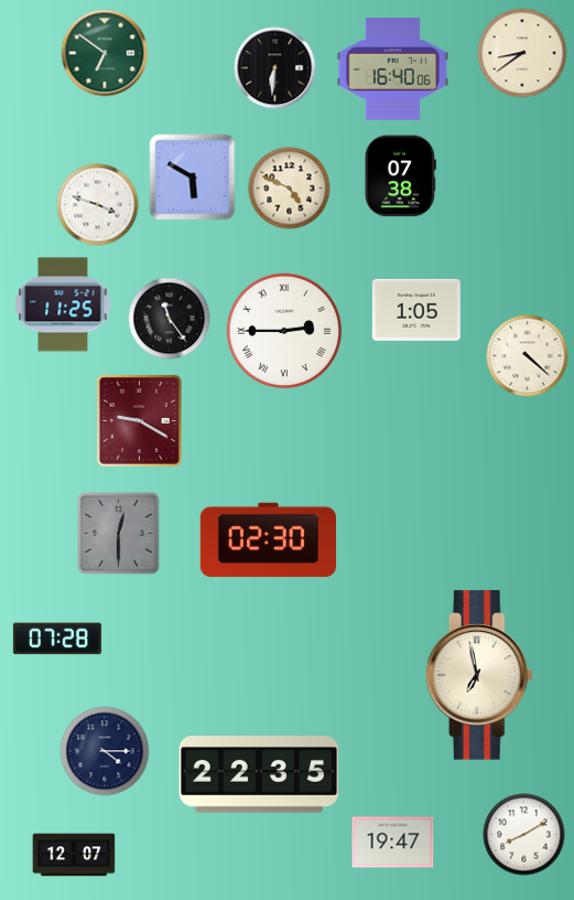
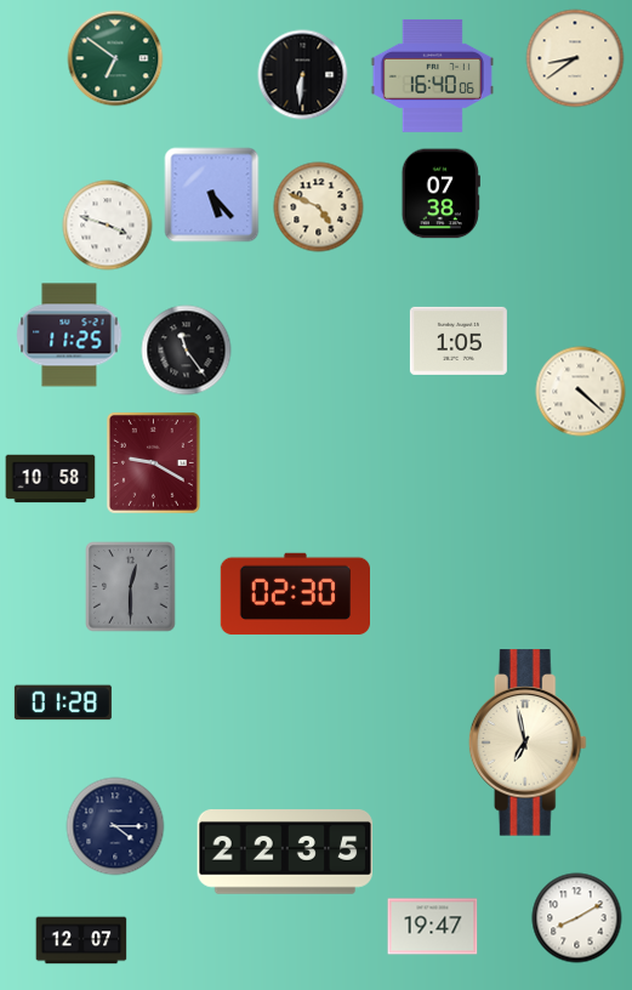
clock at (193, 178): 5:50 -> 5:23
clock at (284, 331): 2:45 -> none
clock at (51, 479): none -> 10:58
clock at (57, 639): 07:28 -> 01:28
